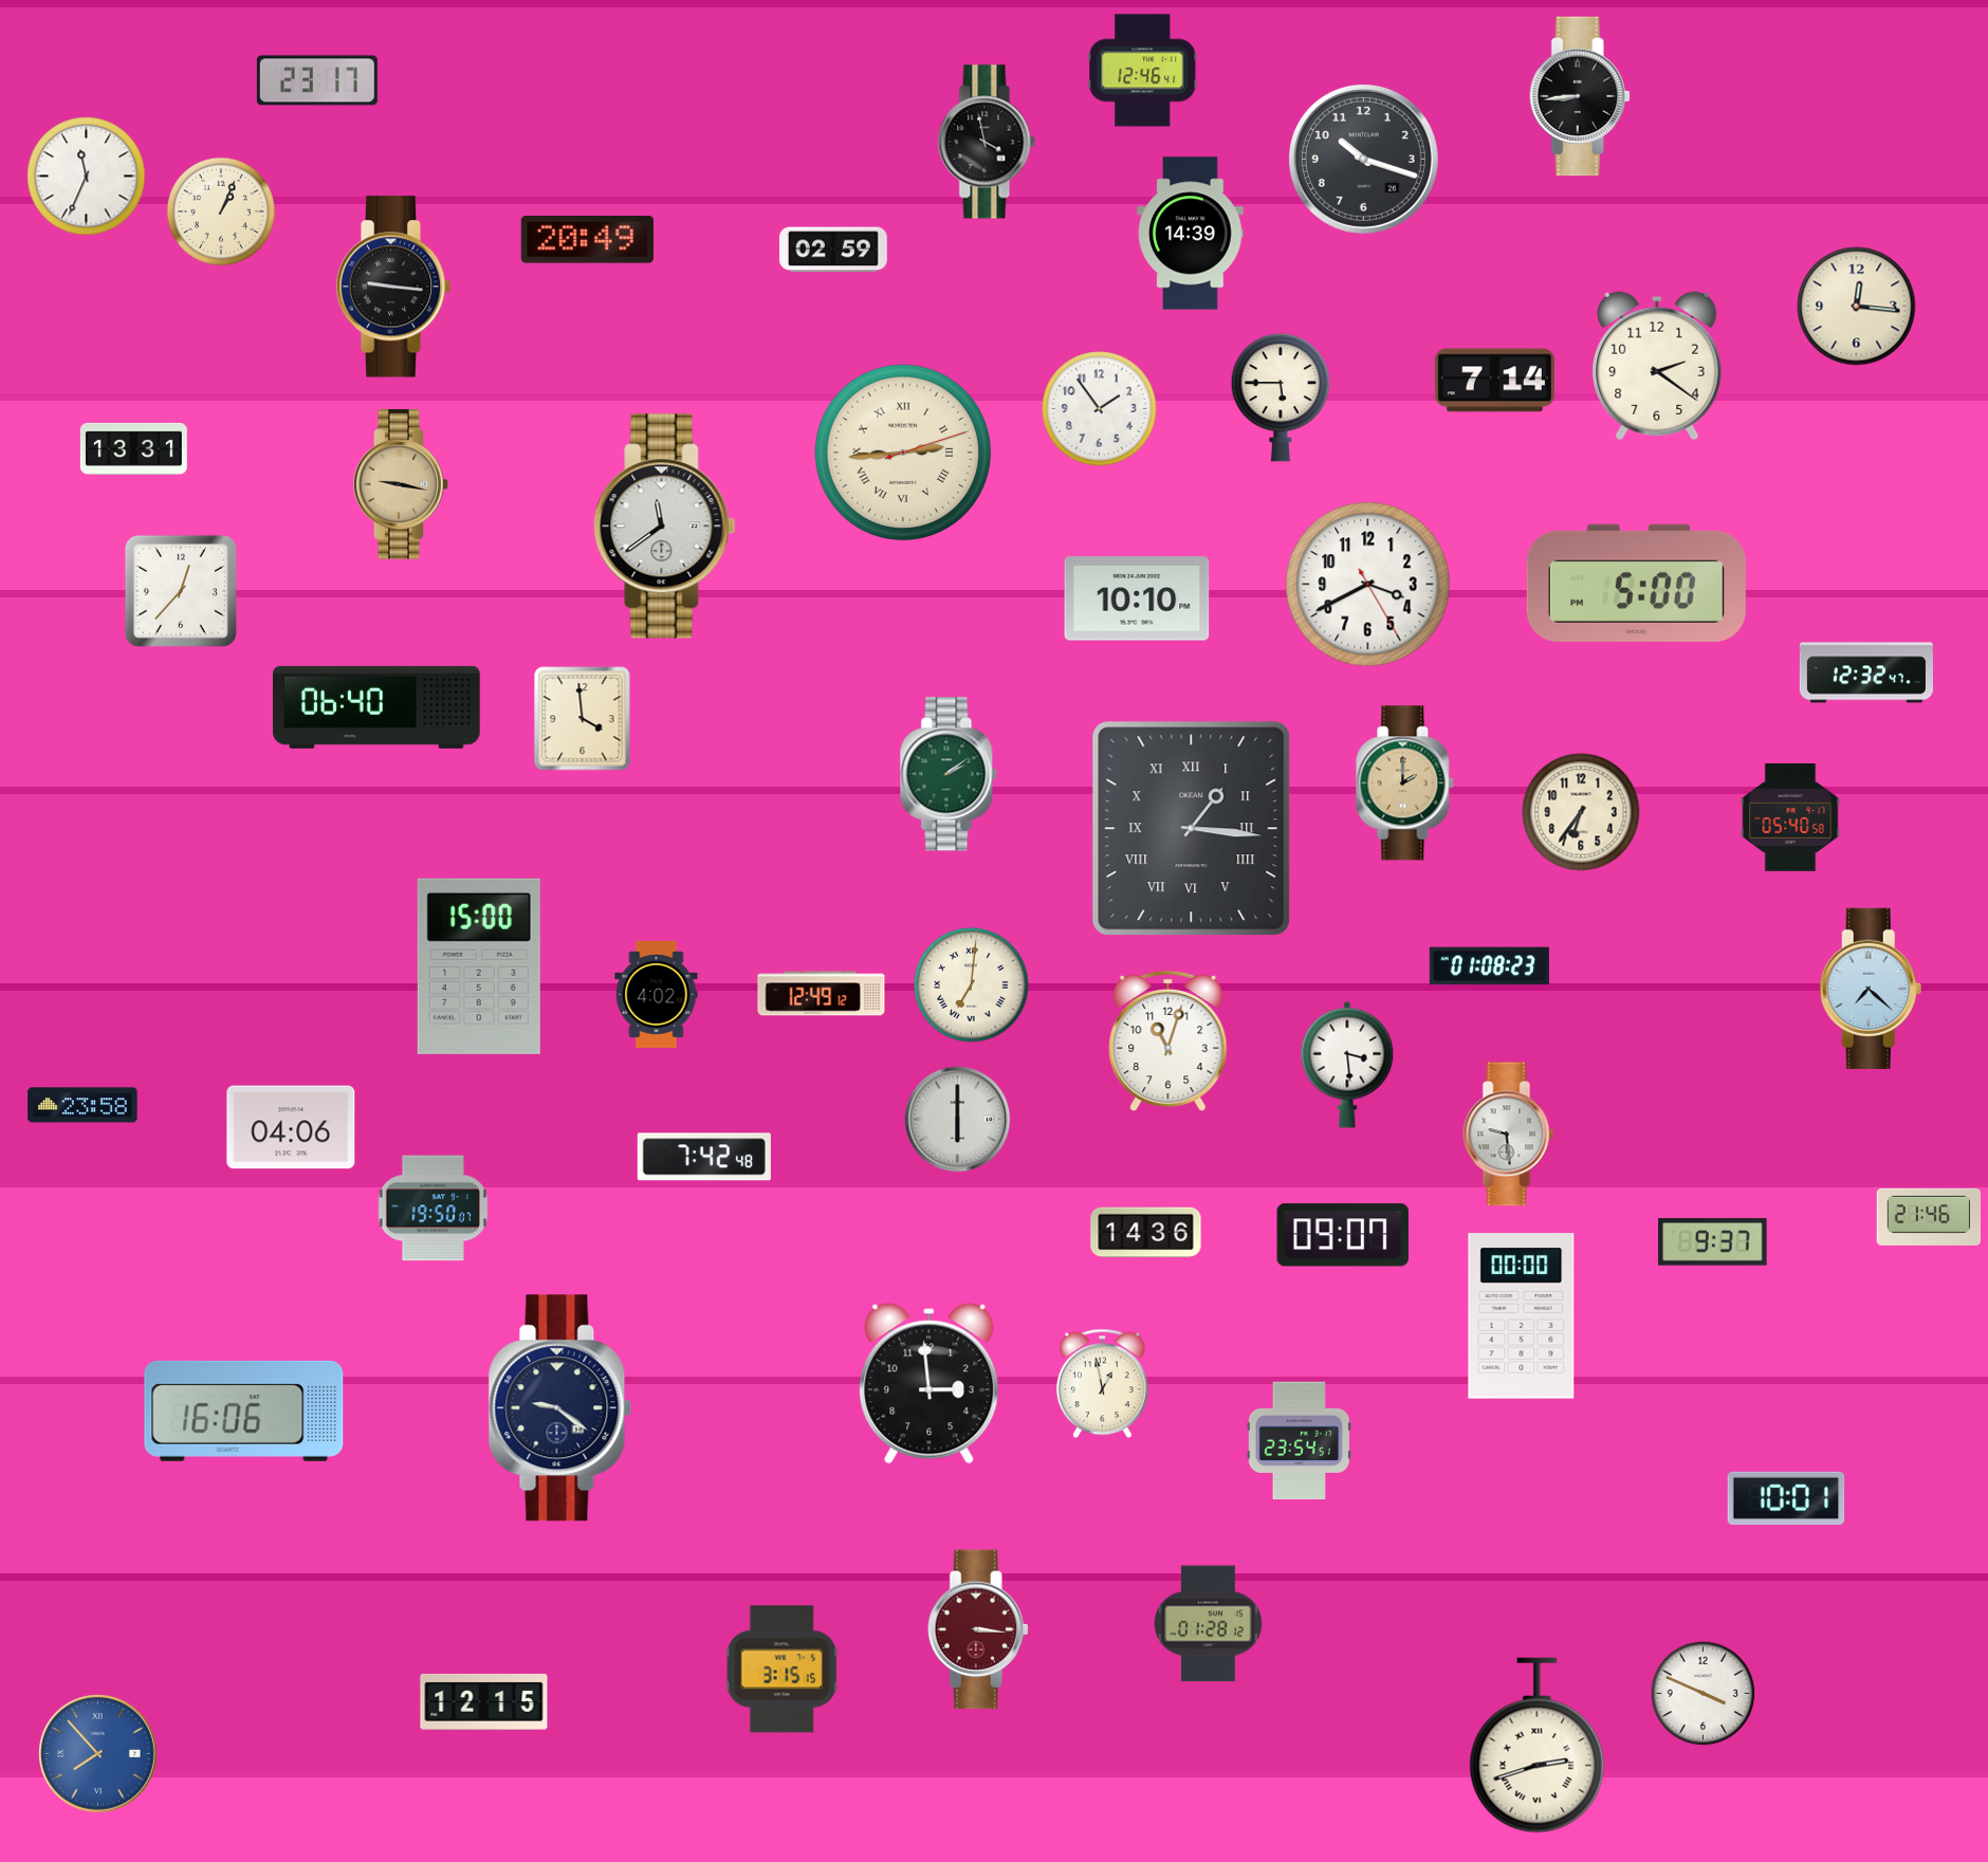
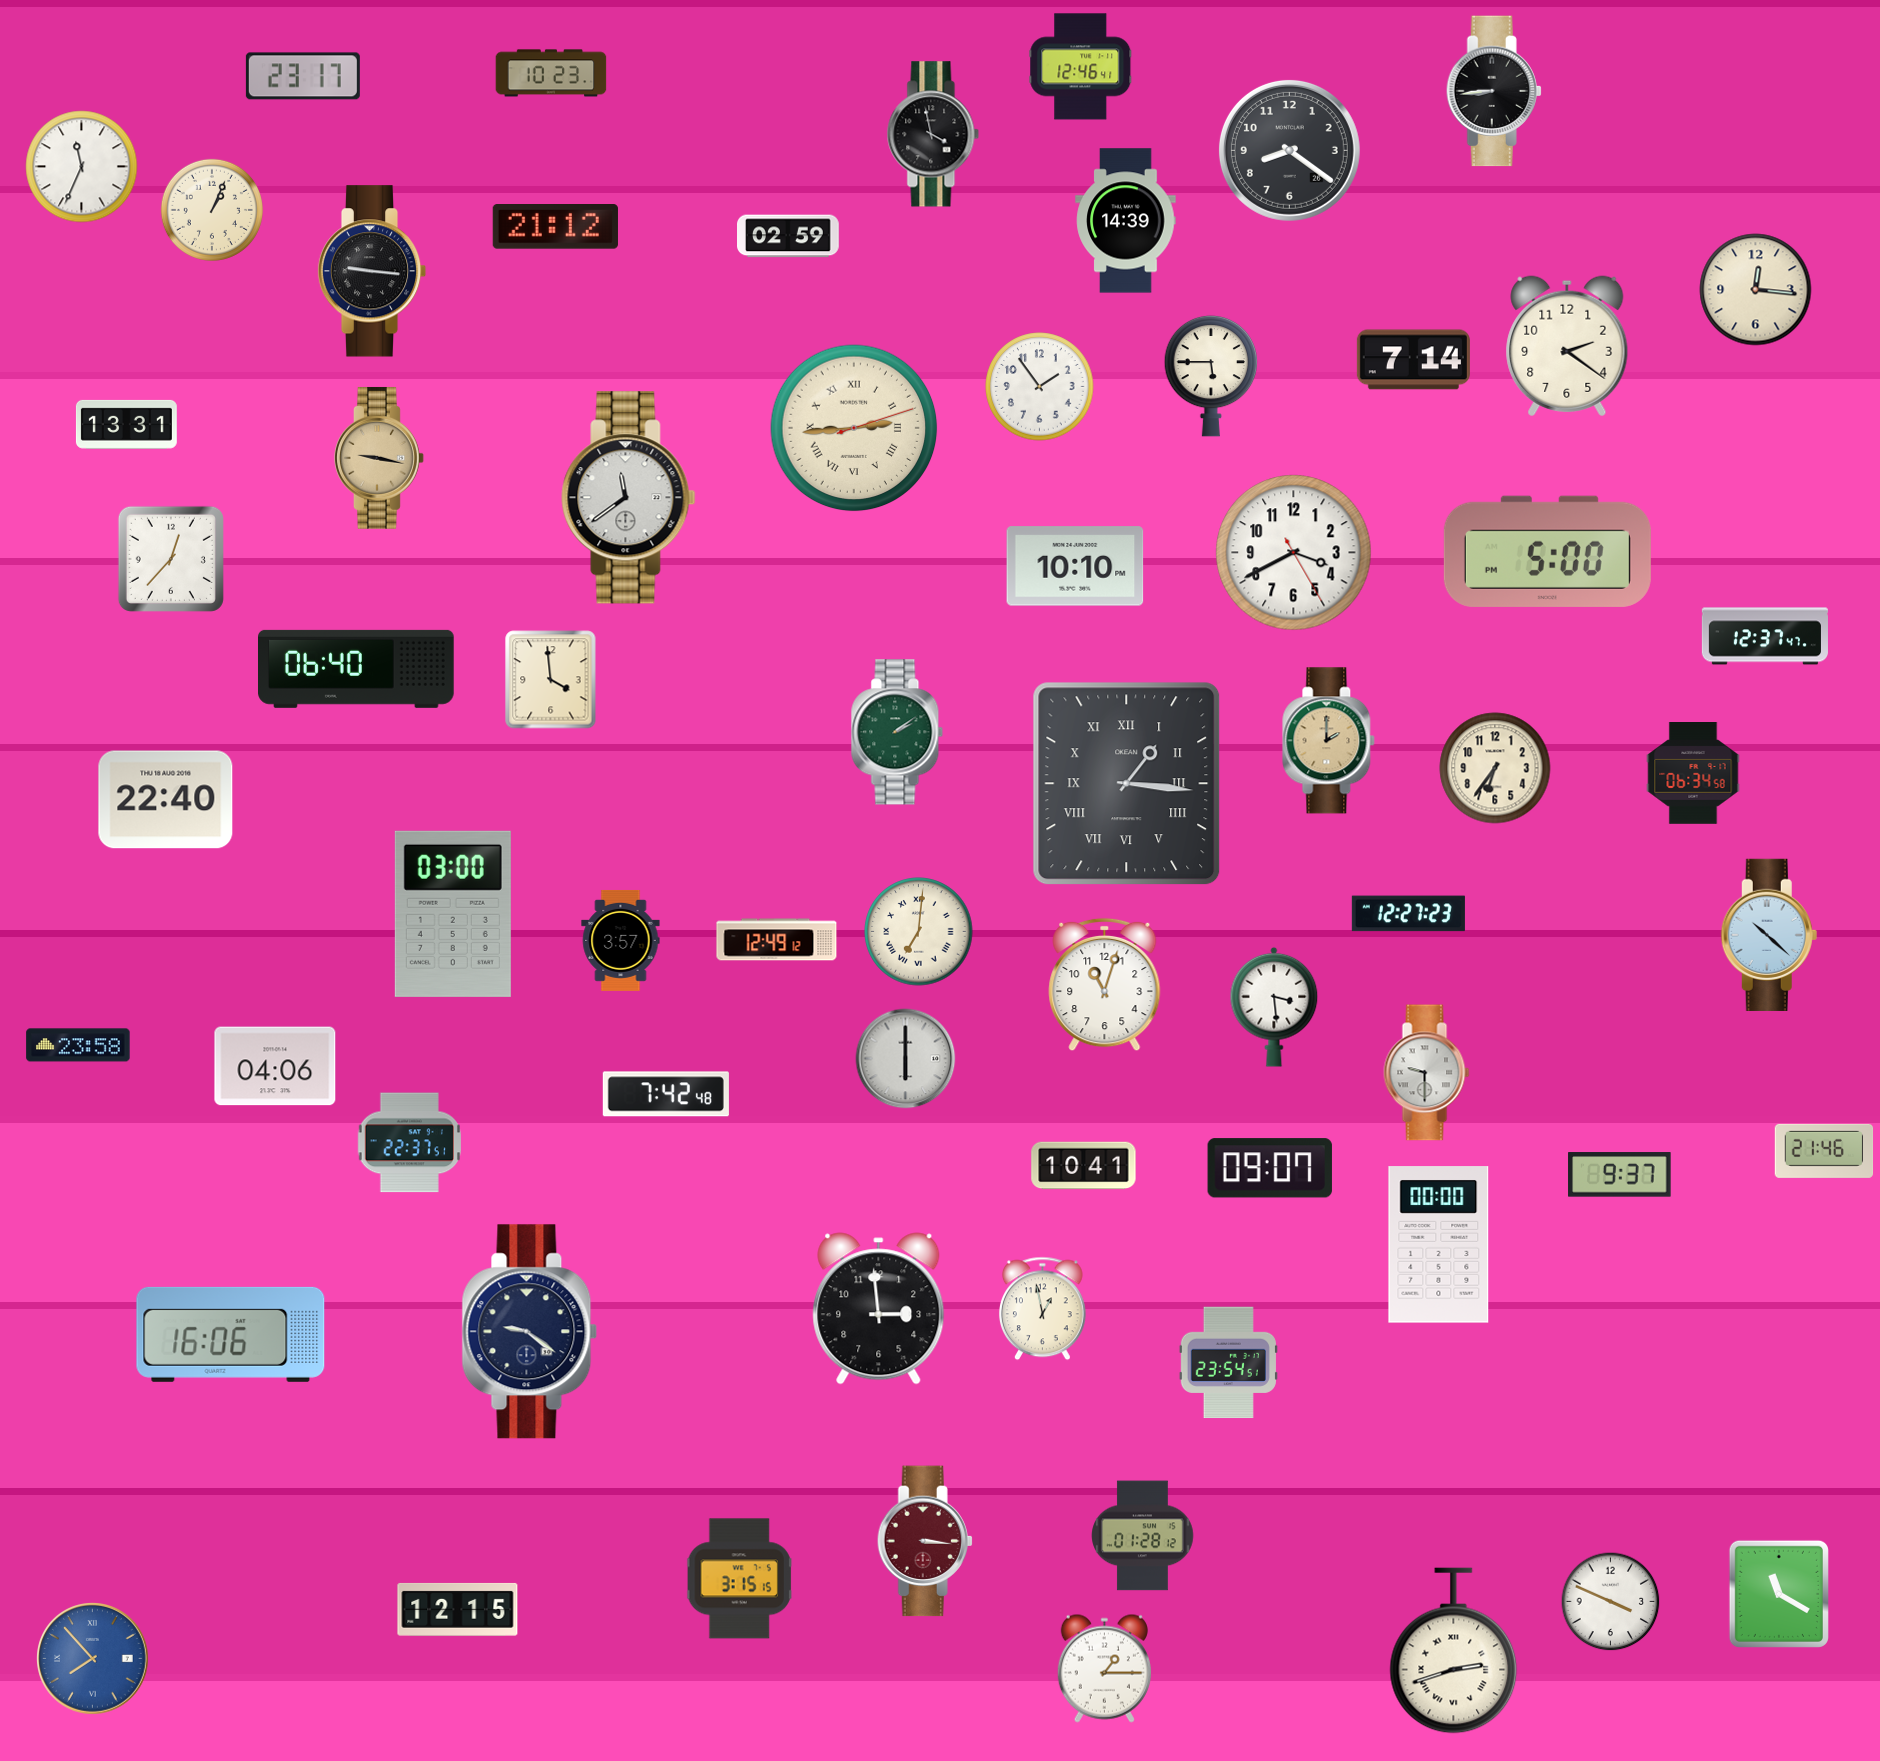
clock at (551, 73): none -> 10:23
clock at (317, 80) position: (317, 80) -> (303, 76)
clock at (1363, 159): 10:18 -> 8:21
clock at (221, 211) position: (221, 211) -> (212, 210)
clock at (587, 240): 20:49 -> 21:12
clock at (1866, 672): 12:32 -> 12:37
clock at (1790, 817): 05:40 -> 06:34
clock at (166, 800): none -> 22:40
clock at (479, 966): 15:00 -> 03:00
clock at (1489, 966): 01:08 -> 12:27
clock at (1871, 989): 7:22 -> 10:22
clock at (657, 994): 4:02 -> 3:57
clock at (1509, 1135): 9:29 -> 9:30
clock at (432, 1209): 19:50 -> 22:37
clock at (1146, 1233): 14:36 -> 10:41
clock at (1786, 1498): 10:01 -> none
clock at (1779, 1594): none -> 11:20
clock at (1104, 1668): none -> 1:15
